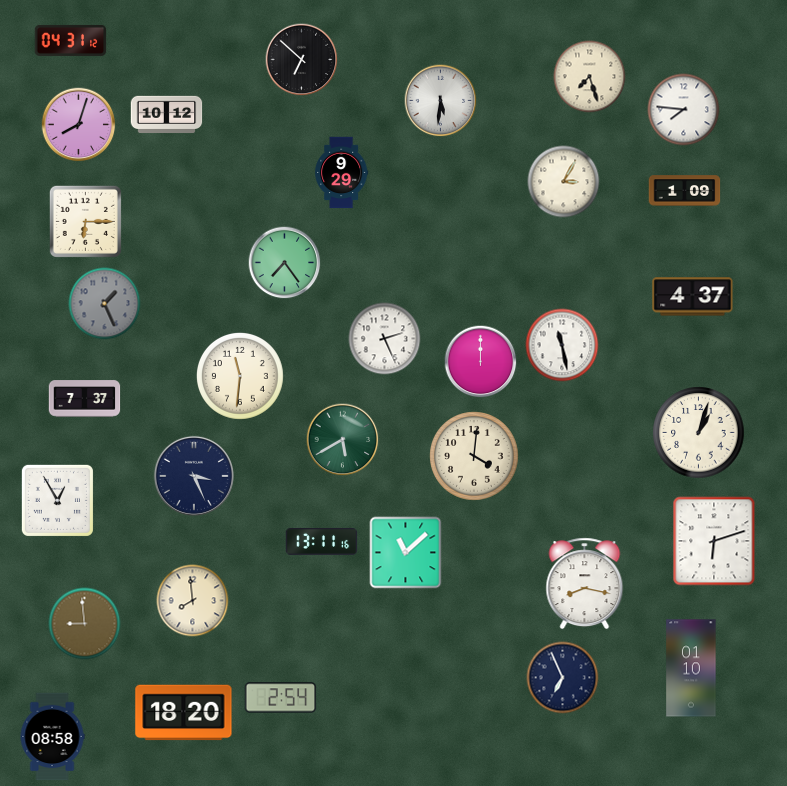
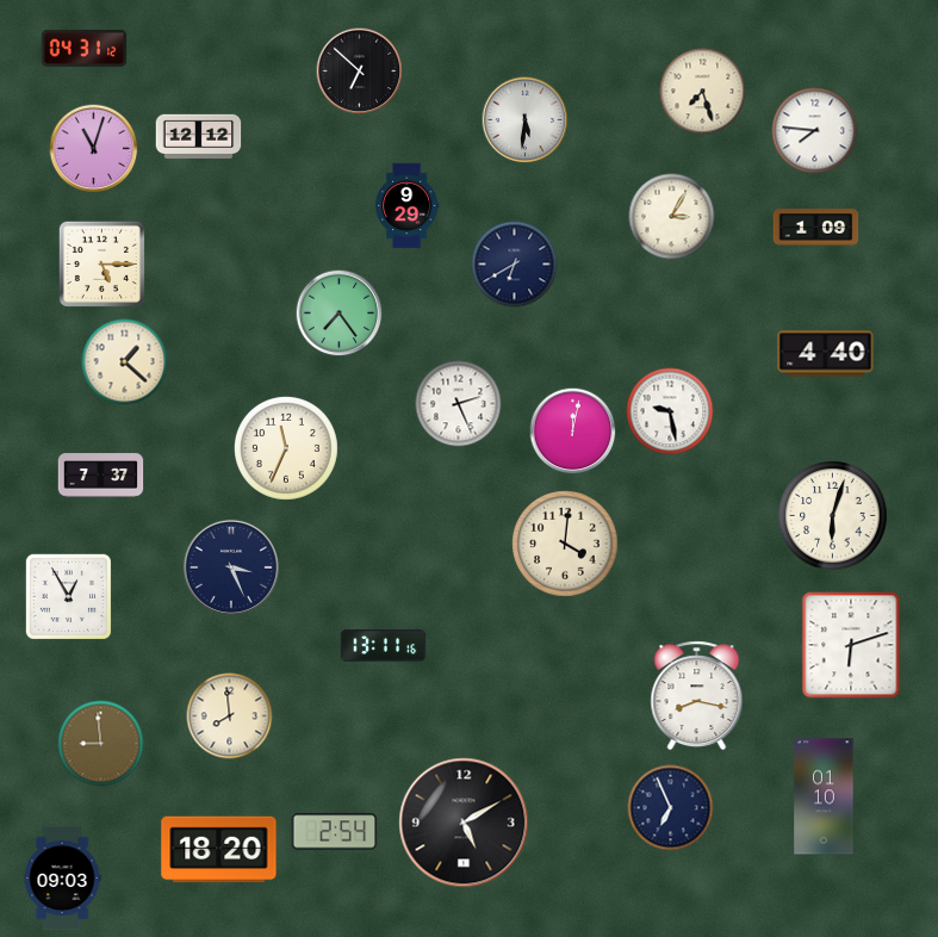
clock at (167, 115): 10:12 -> 12:12
clock at (79, 125): 8:03 -> 11:03
clock at (85, 221): 6:15 -> 5:15
clock at (515, 265): none -> 6:40
clock at (693, 297): 4:37 -> 4:40
clock at (105, 304): 1:26 -> 1:22
clock at (105, 304) dial: grey -> cream
clock at (562, 345): 11:28 -> 9:28
clock at (481, 362): 12:00 -> 12:02
clock at (240, 376): 11:31 -> 11:34
clock at (699, 433): 1:03 -> 6:03
clock at (343, 440): 5:40 -> none
clock at (406, 553): 11:08 -> none
clock at (464, 823): none -> 5:10
clock at (52, 737): 08:58 -> 09:03
